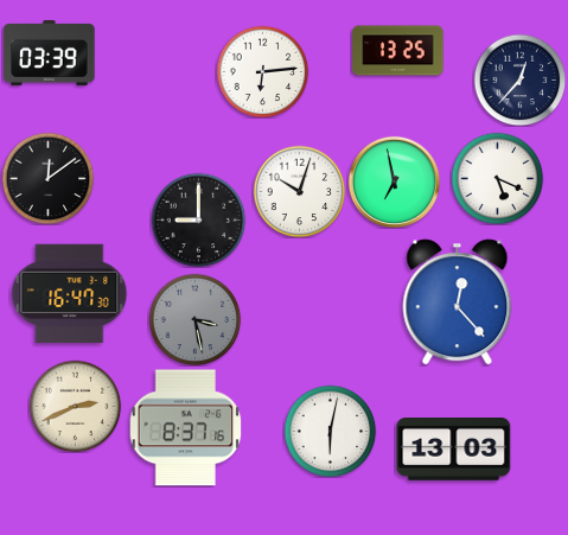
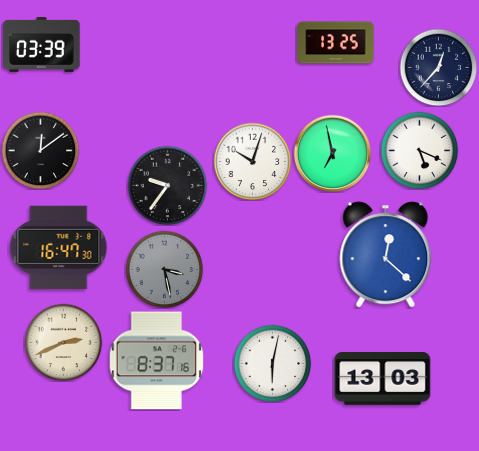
clock at (262, 71): 6:14 -> none
clock at (198, 219): 9:00 -> 9:36
clock at (458, 302): 12:23 -> 12:22
clock at (330, 431) position: (330, 431) -> (272, 363)
